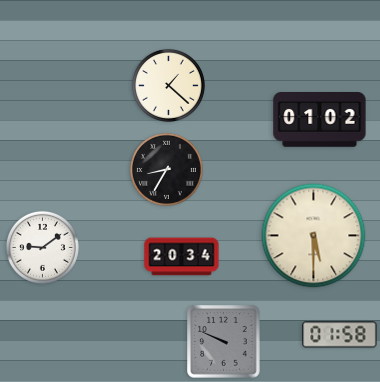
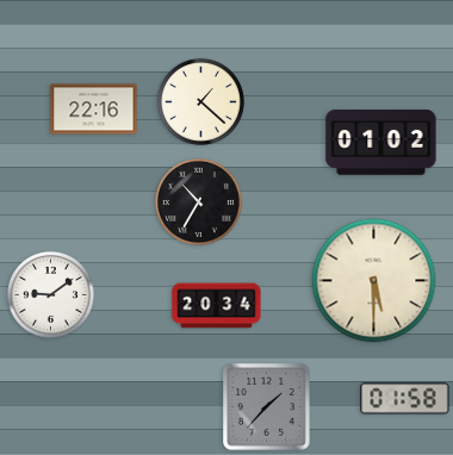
clock at (94, 110): none -> 22:16
clock at (166, 169): 8:35 -> 10:35
clock at (224, 342): 9:49 -> 1:37
